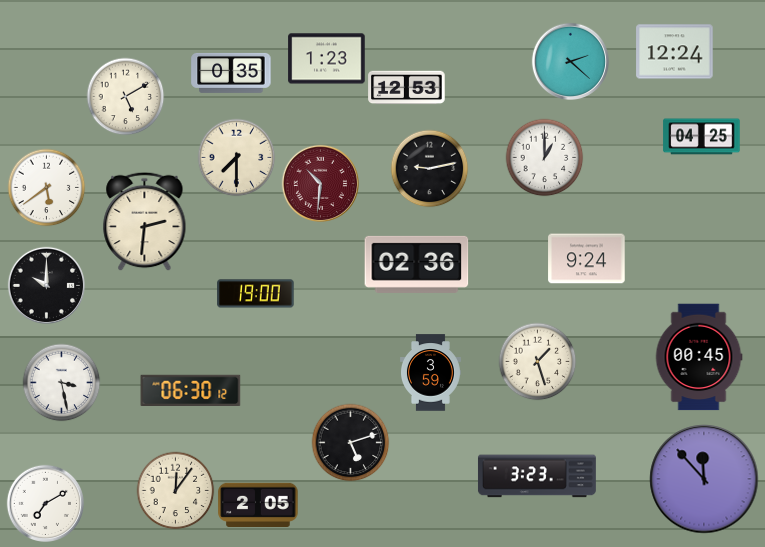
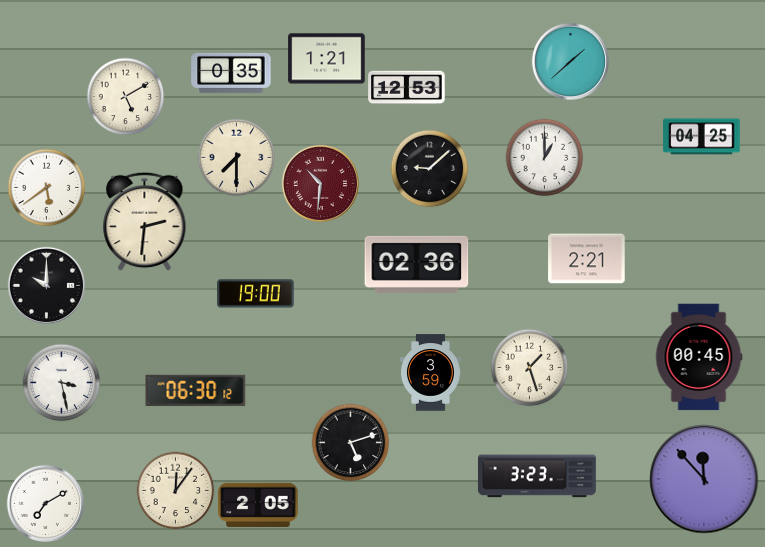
clock at (675, 52): 12:24 -> none
clock at (327, 59): 1:23 -> 1:21
clock at (570, 61): 2:22 -> 1:38
clock at (429, 168): 9:13 -> 9:08
clock at (587, 259): 9:24 -> 2:21
clock at (537, 361) position: (537, 361) -> (529, 367)
clock at (191, 390) position: (191, 390) -> (196, 390)
